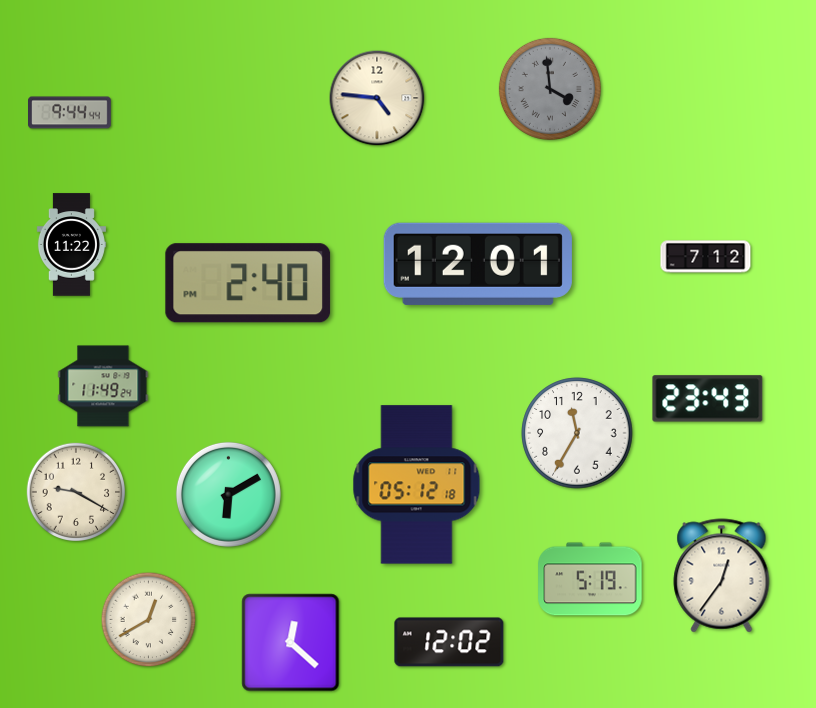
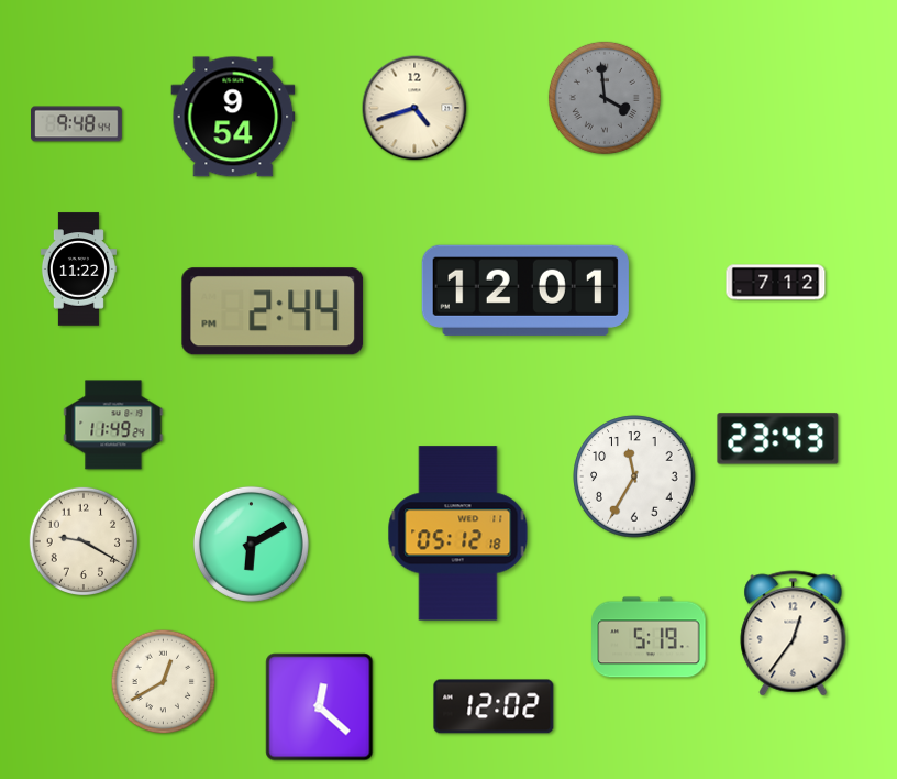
clock at (377, 98): 4:46 -> 4:42
clock at (233, 117): none -> 9:54
clock at (70, 113): 9:44 -> 9:48
clock at (248, 283): 2:40 -> 2:44
